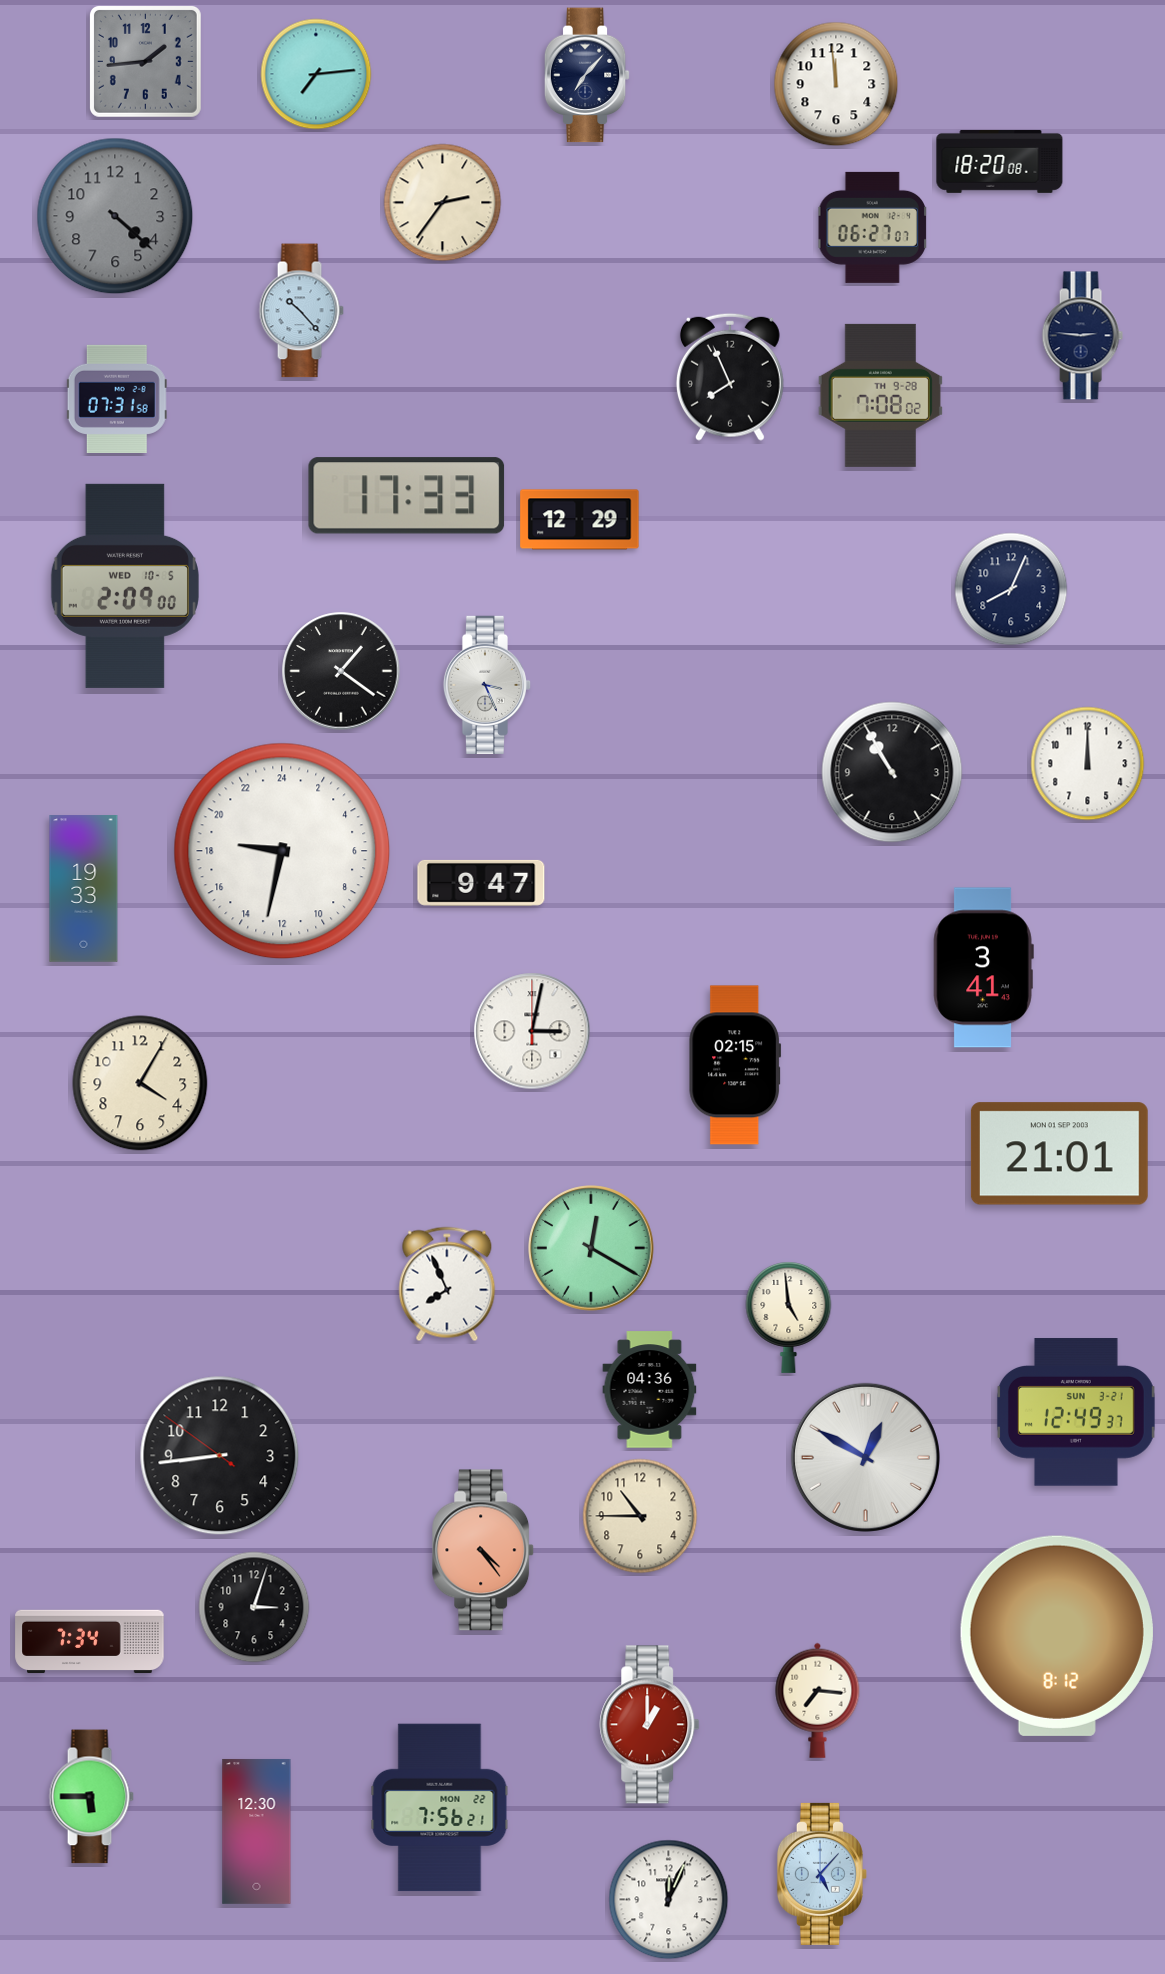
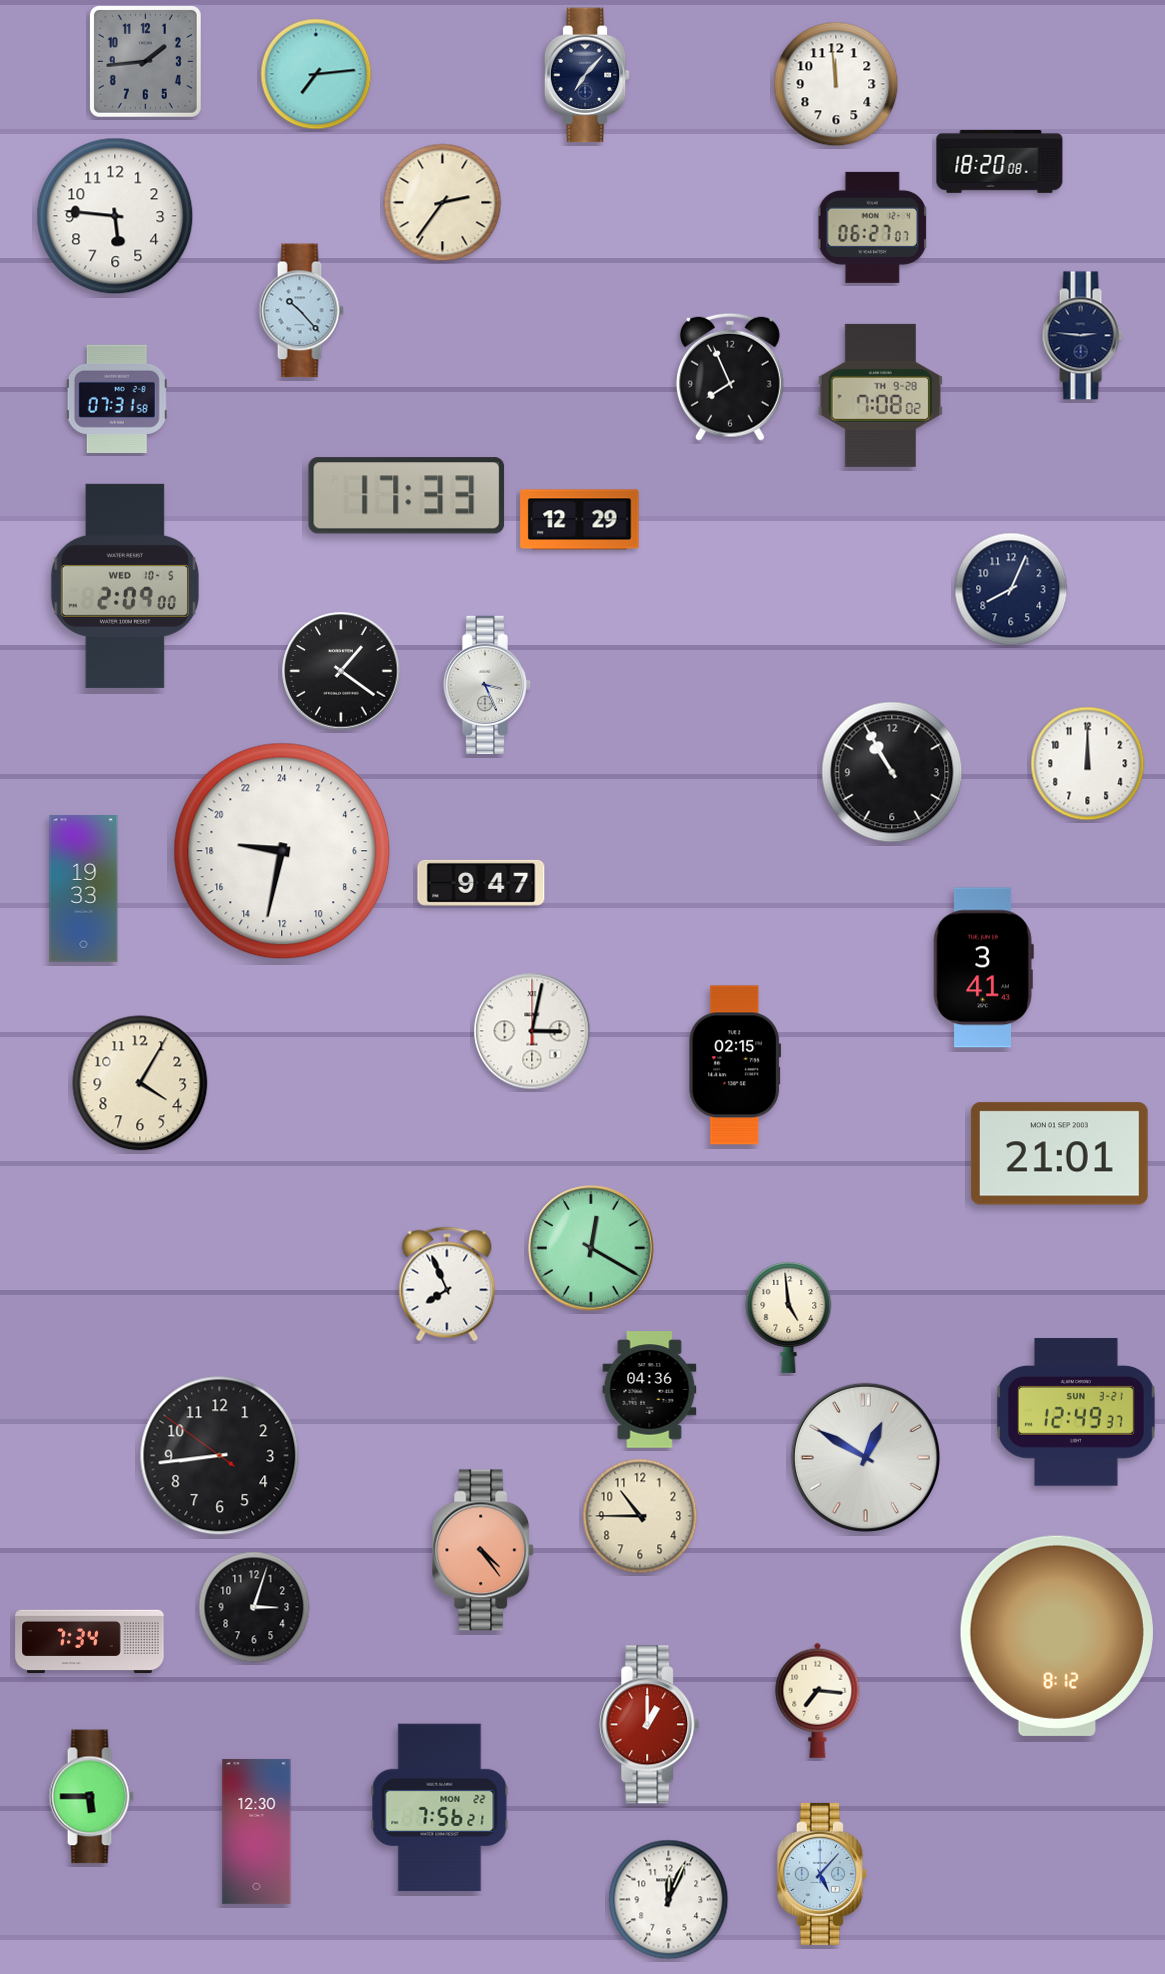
clock at (115, 216): 4:22 -> 5:46
clock at (115, 216) dial: grey -> white
